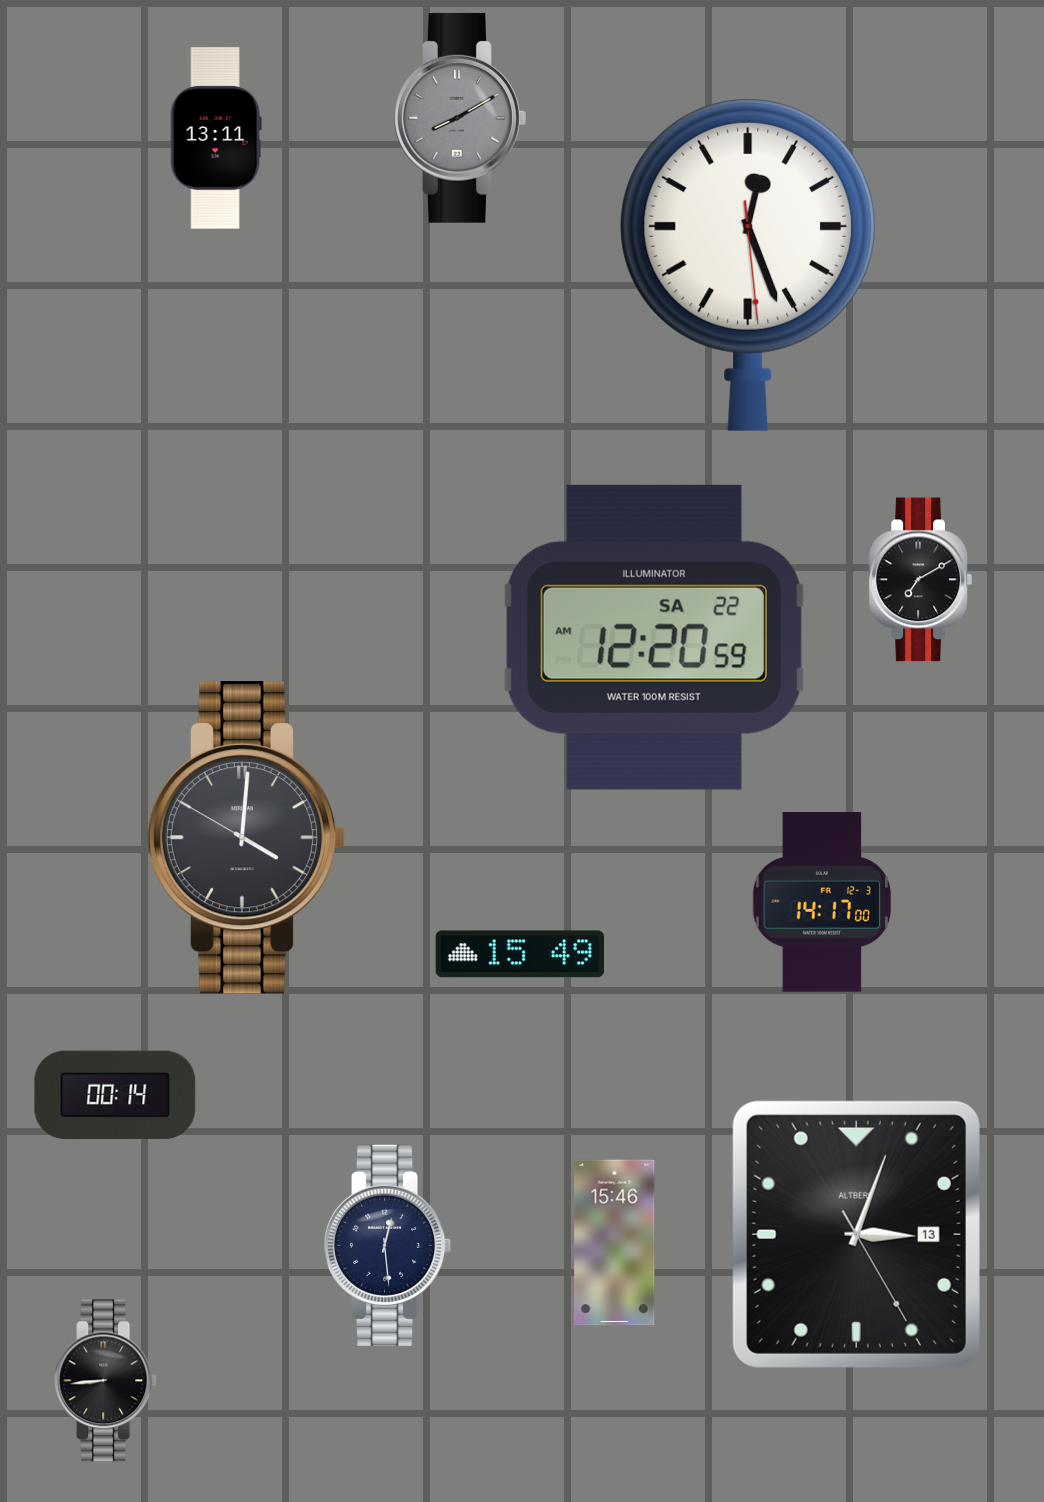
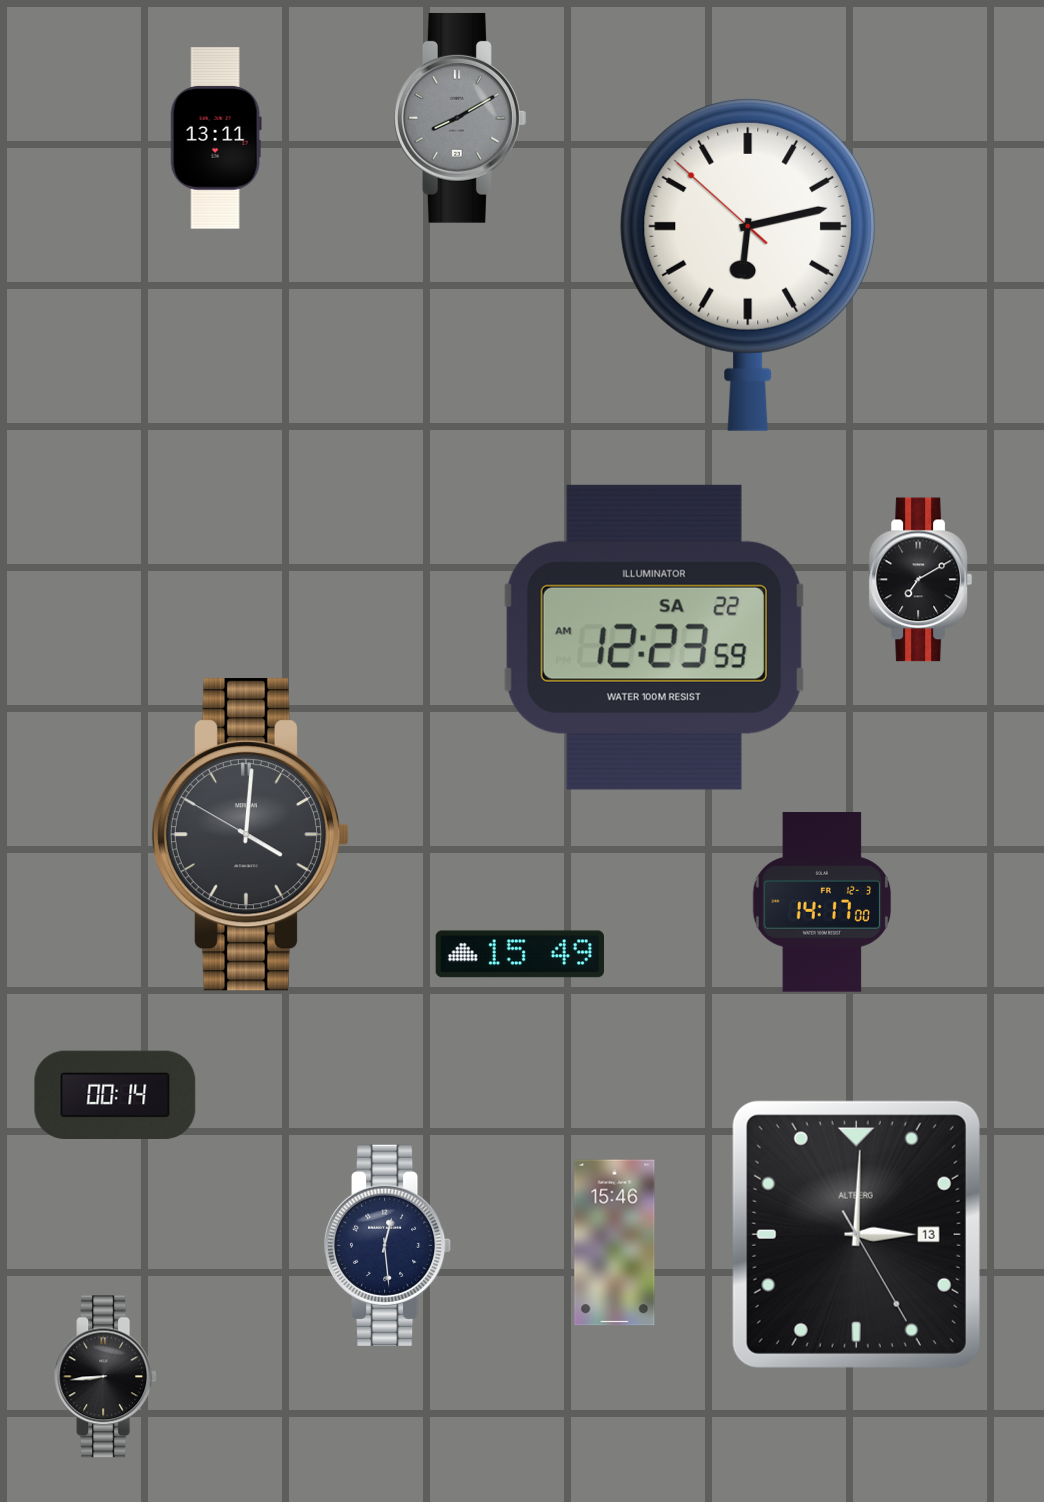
clock at (748, 264): 12:26 -> 6:12
clock at (654, 637): 12:20 -> 12:23
clock at (246, 838) position: (246, 838) -> (250, 835)
clock at (856, 1234): 3:03 -> 3:00
clock at (106, 1381) position: (106, 1381) -> (106, 1377)
